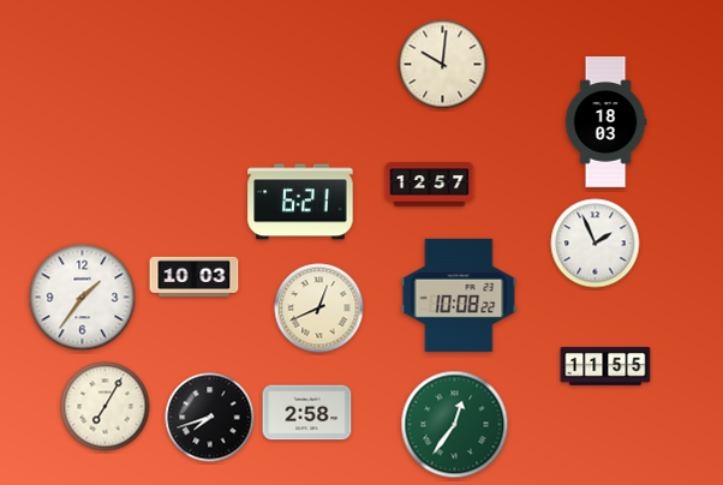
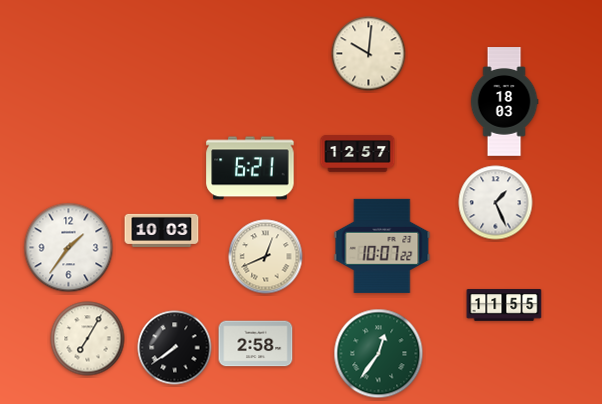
clock at (596, 244): 1:56 -> 1:26
clock at (459, 295): 10:08 -> 10:07
clock at (210, 418): 7:42 -> 7:39
